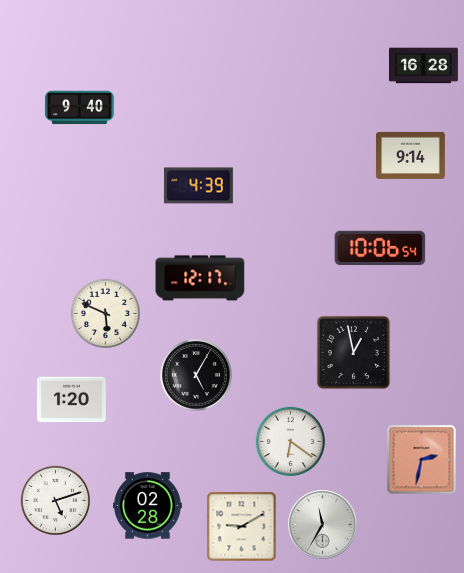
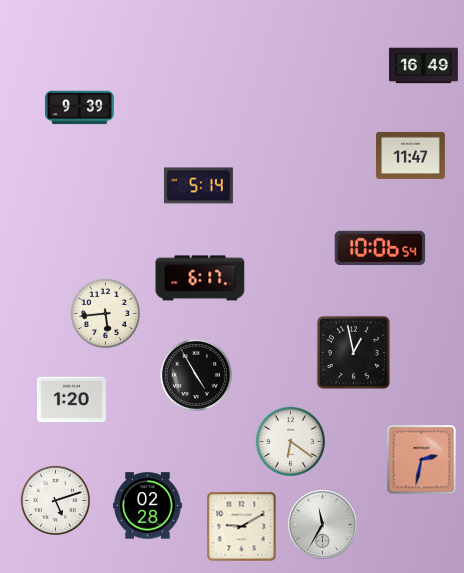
clock at (423, 66): 16:28 -> 16:49
clock at (79, 108): 9:40 -> 9:39
clock at (410, 155): 9:14 -> 11:47
clock at (198, 186): 4:39 -> 5:14
clock at (200, 278): 12:17 -> 6:17
clock at (106, 314): 5:49 -> 5:44
clock at (196, 375): 5:05 -> 4:55
